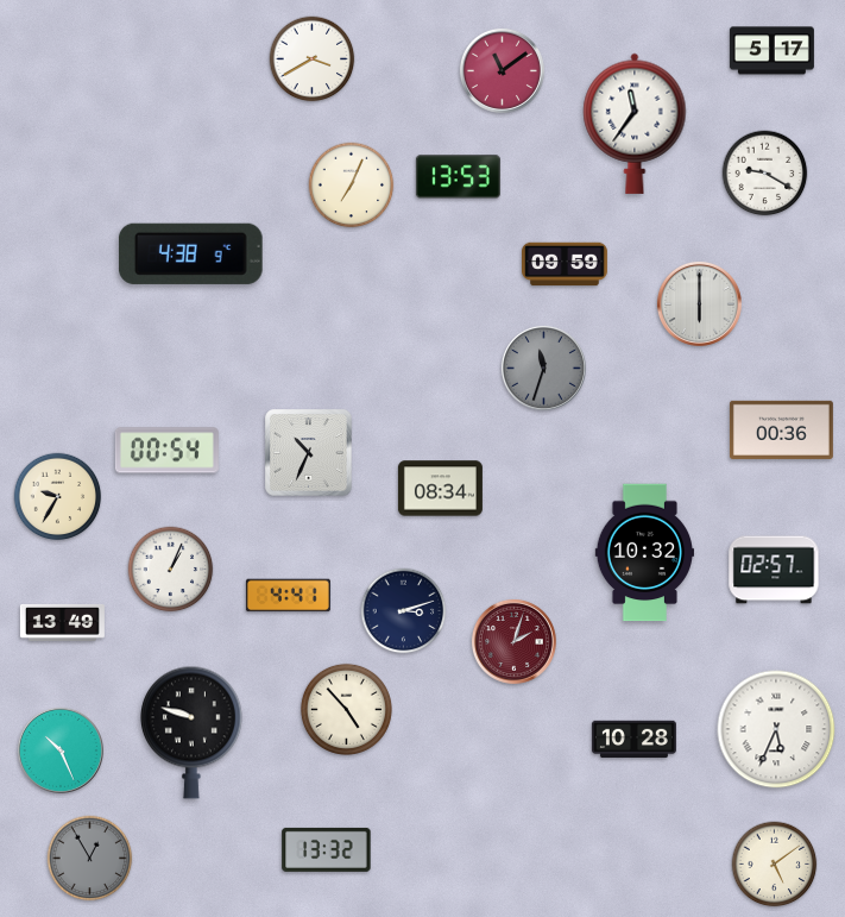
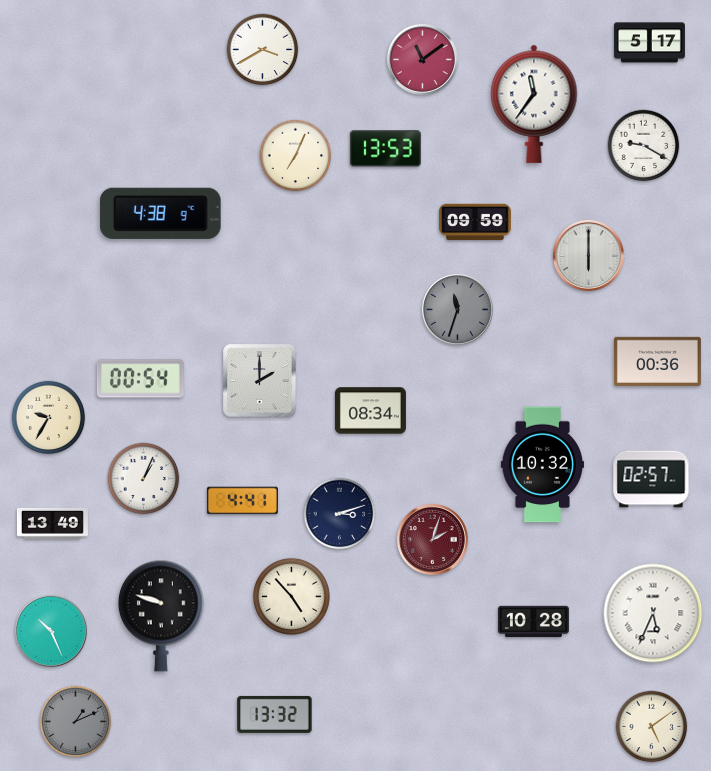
clock at (309, 453): 10:34 -> 2:00
clock at (90, 859): 12:55 -> 1:11
